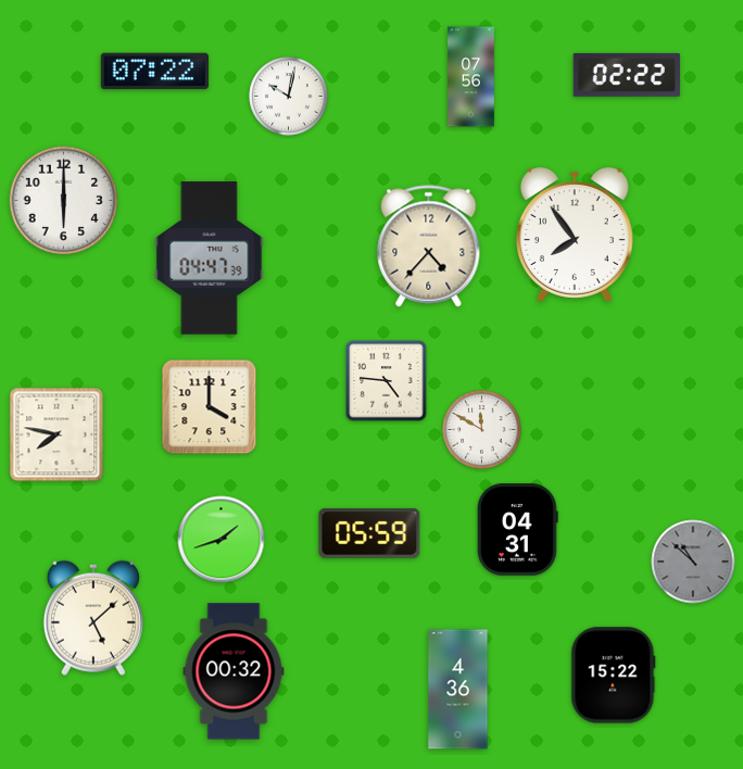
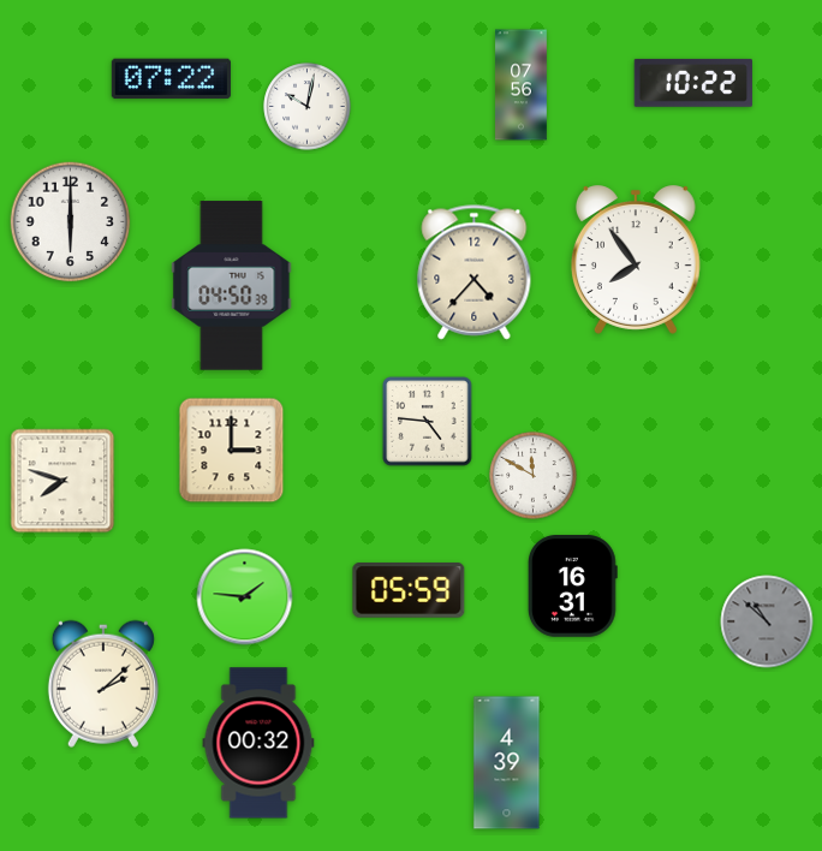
clock at (626, 75): 02:22 -> 10:22
clock at (289, 97) position: (289, 97) -> (308, 107)
clock at (210, 259): 04:47 -> 04:50
clock at (210, 407): 4:00 -> 3:00
clock at (56, 434): 7:47 -> 7:48
clock at (518, 530): 04:31 -> 16:31
clock at (222, 540): 1:42 -> 1:46
clock at (93, 618): 5:08 -> 2:08
clock at (614, 676): 15:22 -> none
clock at (458, 690): 4:36 -> 4:39
